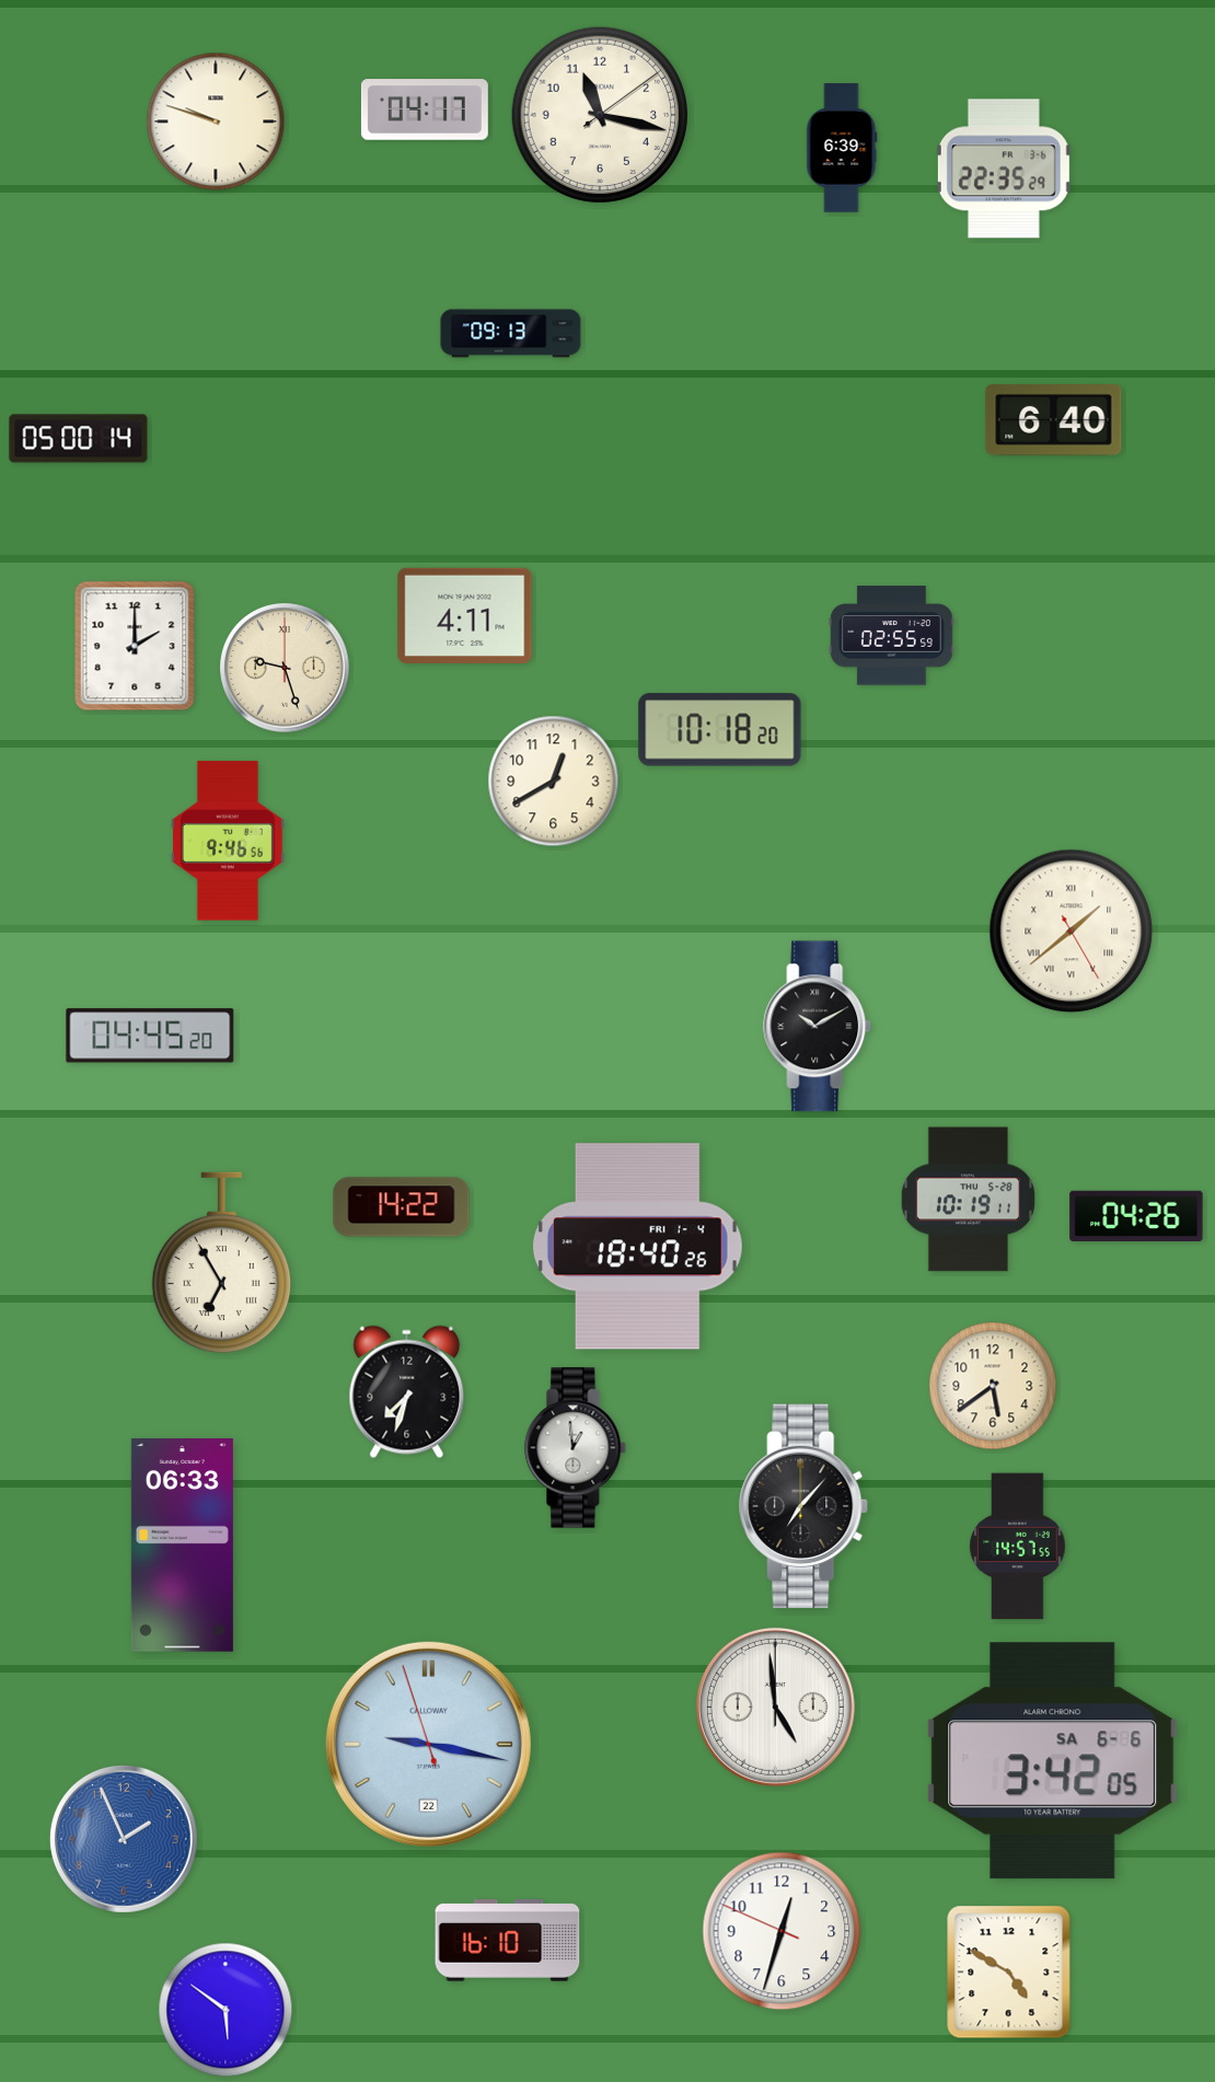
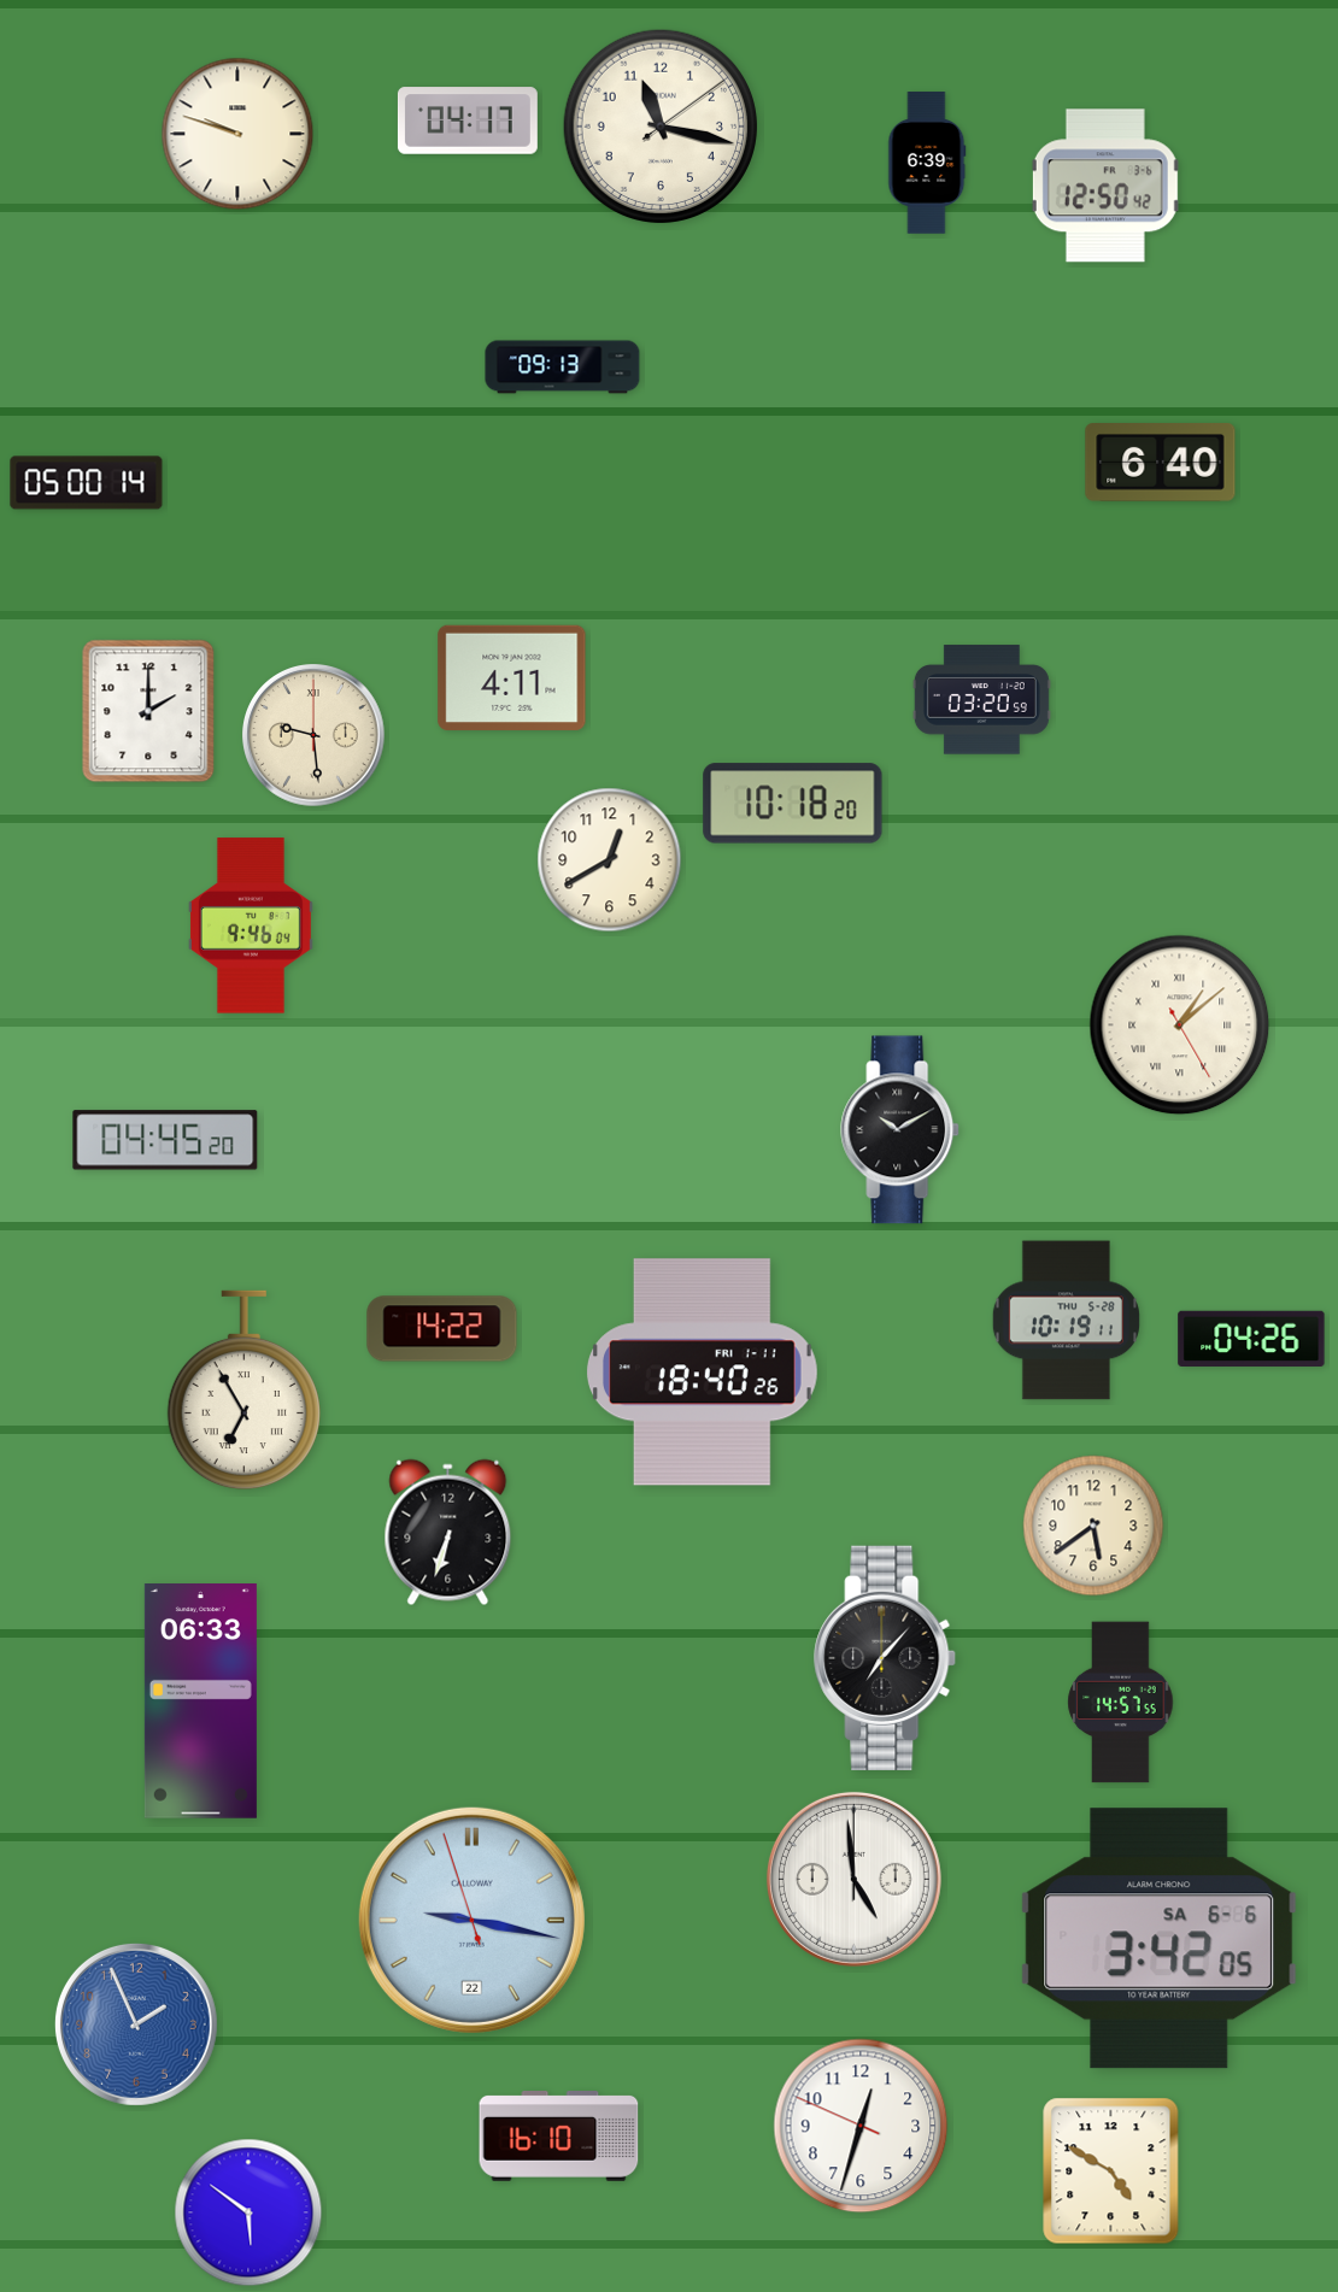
clock at (1004, 169): 22:35 -> 12:50
clock at (891, 636): 02:55 -> 03:20
clock at (286, 669): 9:27 -> 9:29
clock at (228, 841): 9:46:56 -> 9:46:04
clock at (1072, 932): 1:38 -> 1:08
clock at (637, 1247) date: FRI 1-4 -> FRI 1-11
clock at (407, 1392): 7:33 -> 6:33
clock at (576, 1448): 12:59 -> none
